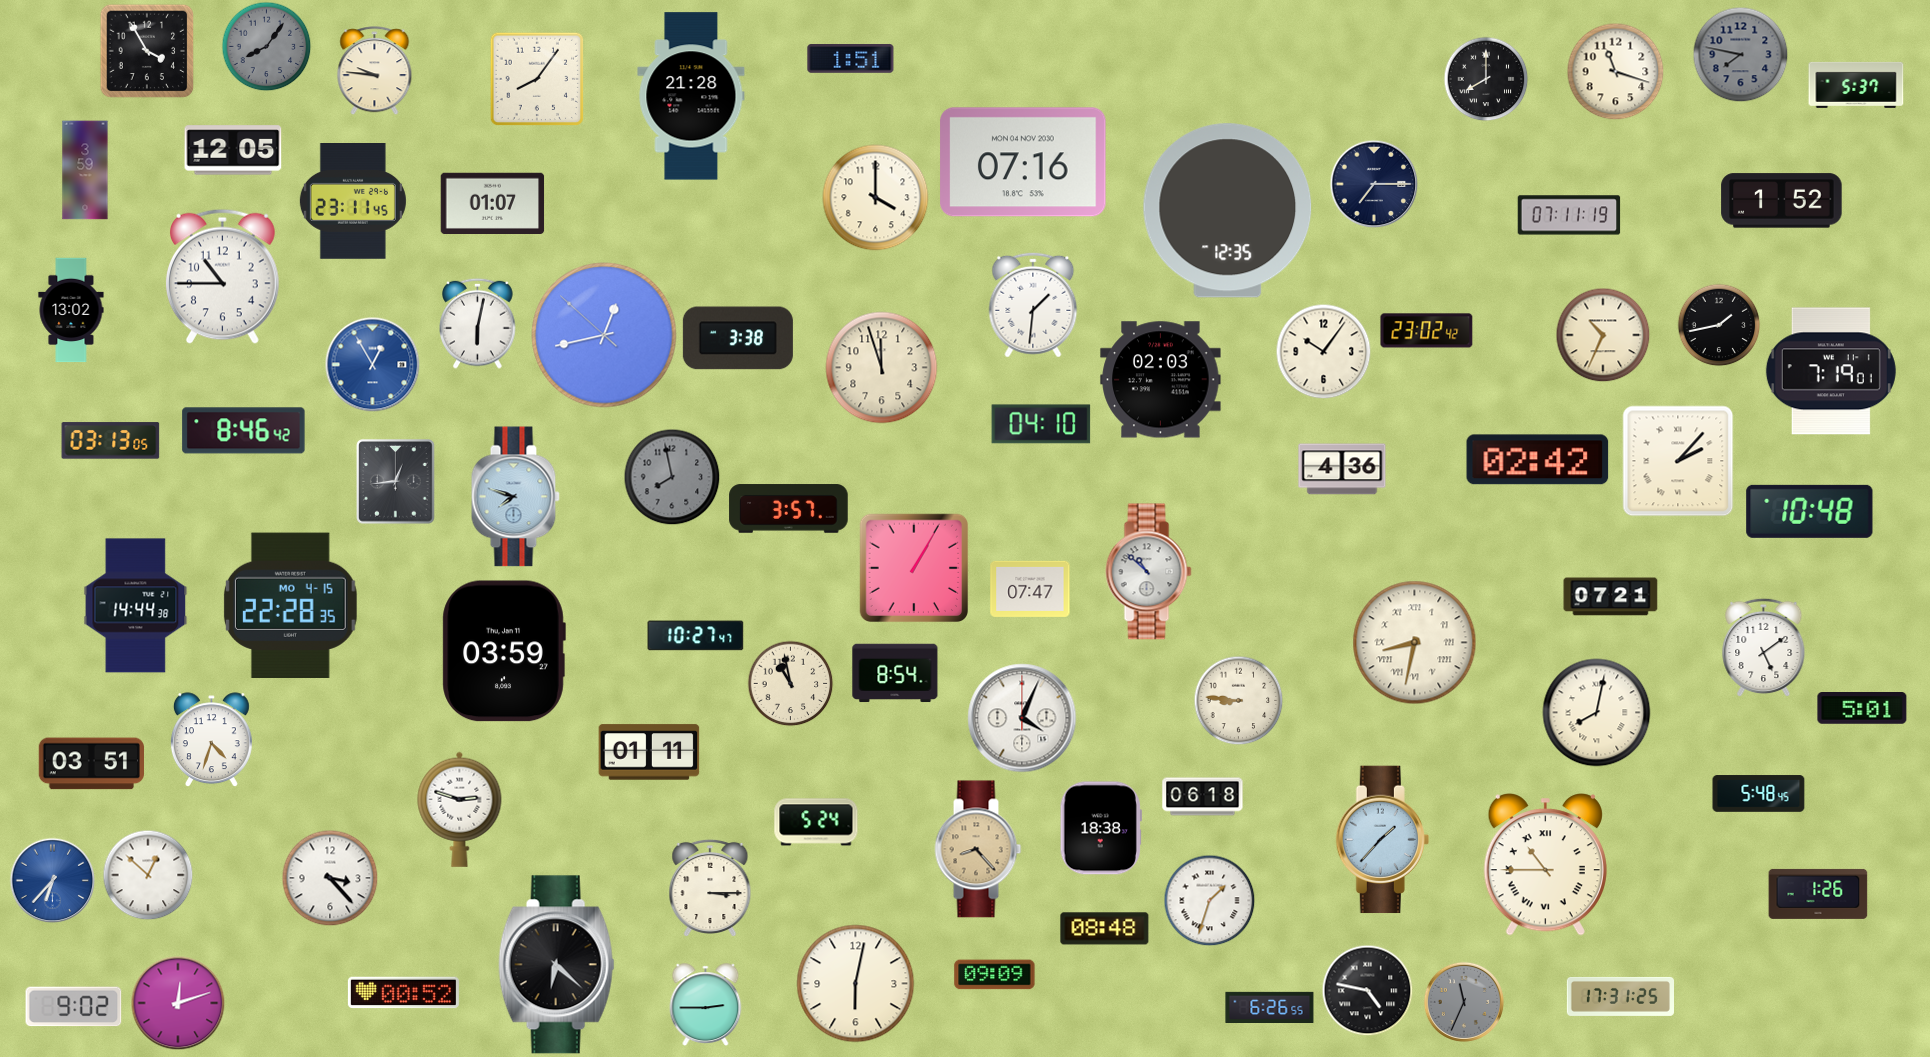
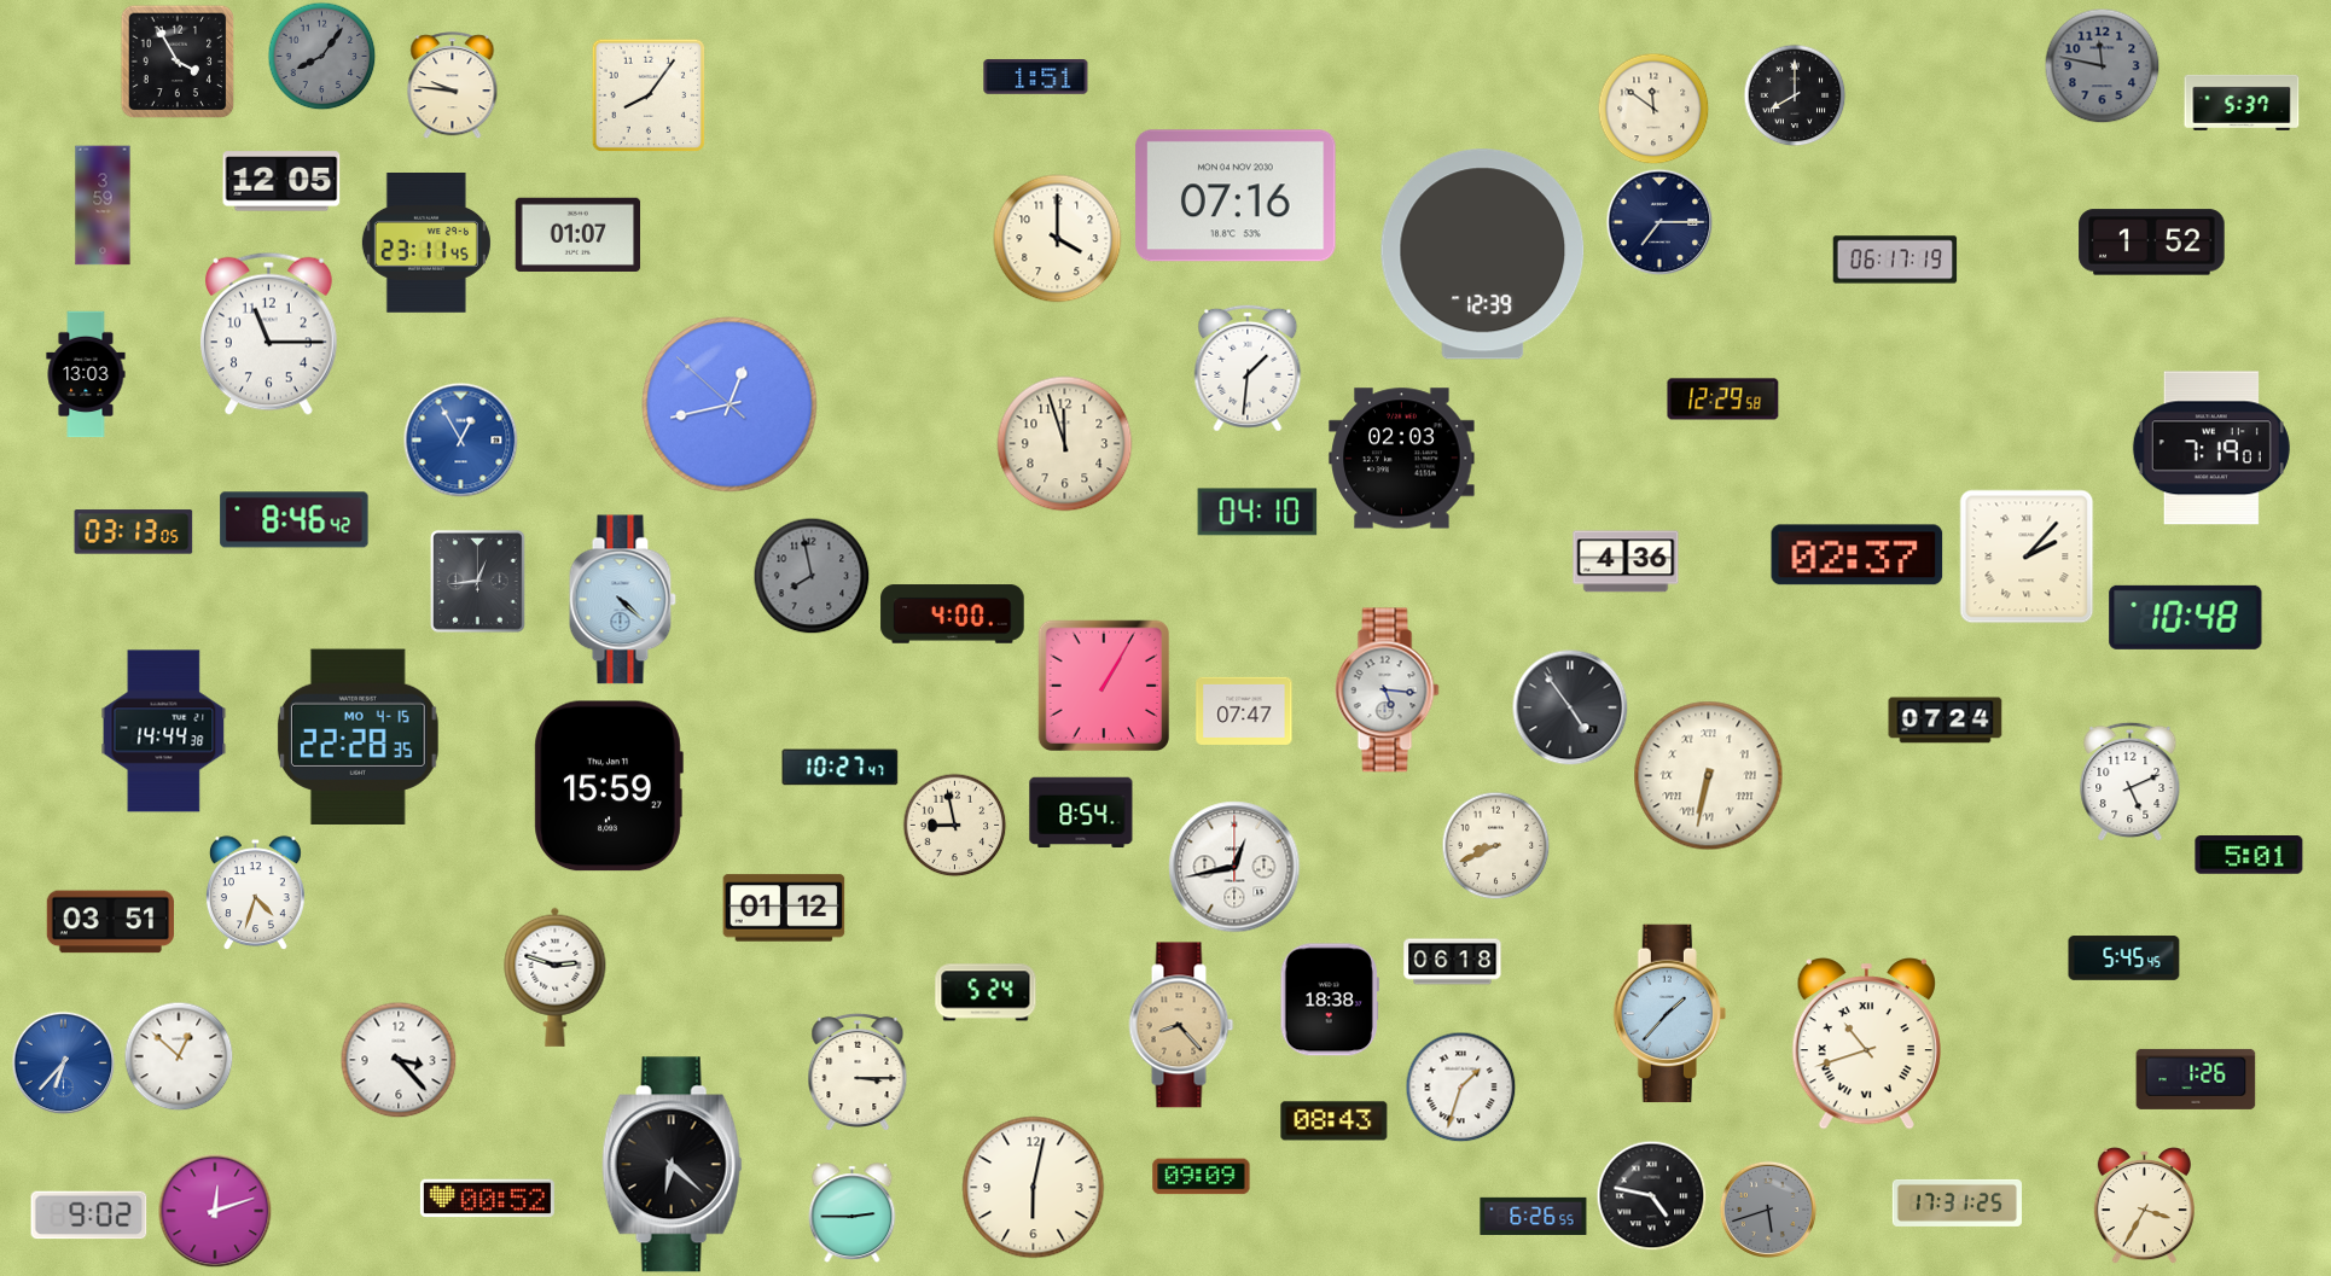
clock at (1740, 54): 7:47 -> 11:47
clock at (851, 59) position: (851, 59) -> (1036, 77)
clock at (1615, 71): 11:18 -> none
clock at (1653, 109): none -> 11:51
clock at (691, 96): 21:28 -> none
clock at (493, 203) position: (493, 203) -> (579, 234)
clock at (1228, 211): 12:35 -> 12:39
clock at (1569, 215): 07:11 -> 06:17
clock at (222, 276): 10:45 -> 11:15
clock at (71, 310): 13:02 -> 13:03
clock at (478, 323): 6:02 -> none
clock at (1719, 325): 1:43 -> none
clock at (1427, 331): 23:02 -> 12:29
clock at (1603, 335): 10:34 -> none
clock at (738, 338): 3:38 -> none
clock at (1323, 351): 10:06 -> none
clock at (372, 364) position: (372, 364) -> (460, 439)
clock at (1538, 460): 02:42 -> 02:37
clock at (1342, 469) position: (1342, 469) -> (1626, 561)
clock at (515, 497): 7:48 -> 4:22
clock at (789, 509): 3:57 -> 4:00
clock at (1149, 572): 10:52 -> 5:16
clock at (1570, 707): none -> 4:54
clock at (1611, 597): 07:21 -> 07:24
clock at (290, 606) position: (290, 606) -> (358, 738)
clock at (1415, 643): 8:32 -> 6:32
clock at (1764, 647): 5:09 -> 5:11
clock at (504, 651): 03:59 -> 15:59
clock at (790, 683): 10:58 -> 8:58
clock at (1238, 700): 8:46 -> 8:41
clock at (1597, 713): 8:02 -> none
clock at (1022, 718): 4:04 -> 12:43
clock at (649, 752): 01:11 -> 01:12
clock at (1759, 794): 5:48 -> 5:45
clock at (1545, 865): 10:45 -> 10:42
clock at (1105, 929): 08:48 -> 08:43
clock at (2144, 1205): none -> 3:35
clock at (1464, 1002): 11:34 -> 5:42
